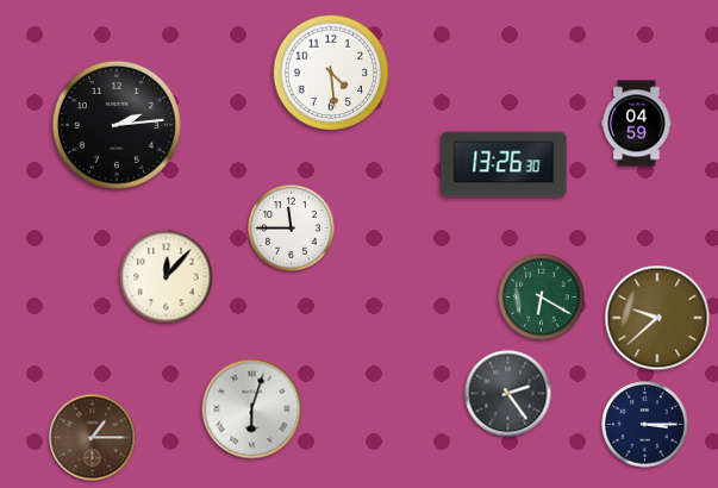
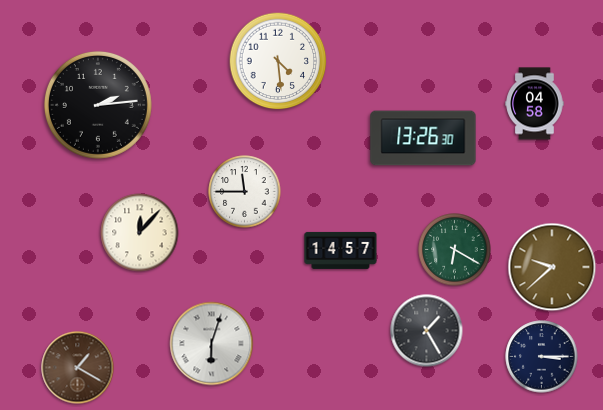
clock at (637, 124): 04:59 -> 04:58
clock at (341, 250): none -> 14:57
clock at (508, 394): 2:24 -> 1:25
clock at (93, 438): 1:15 -> 1:20
